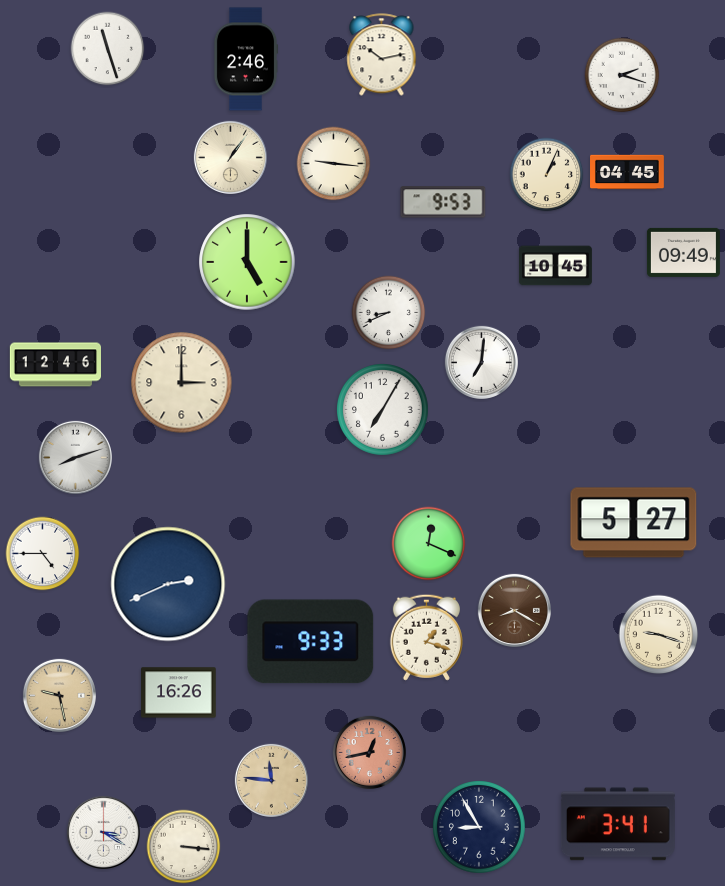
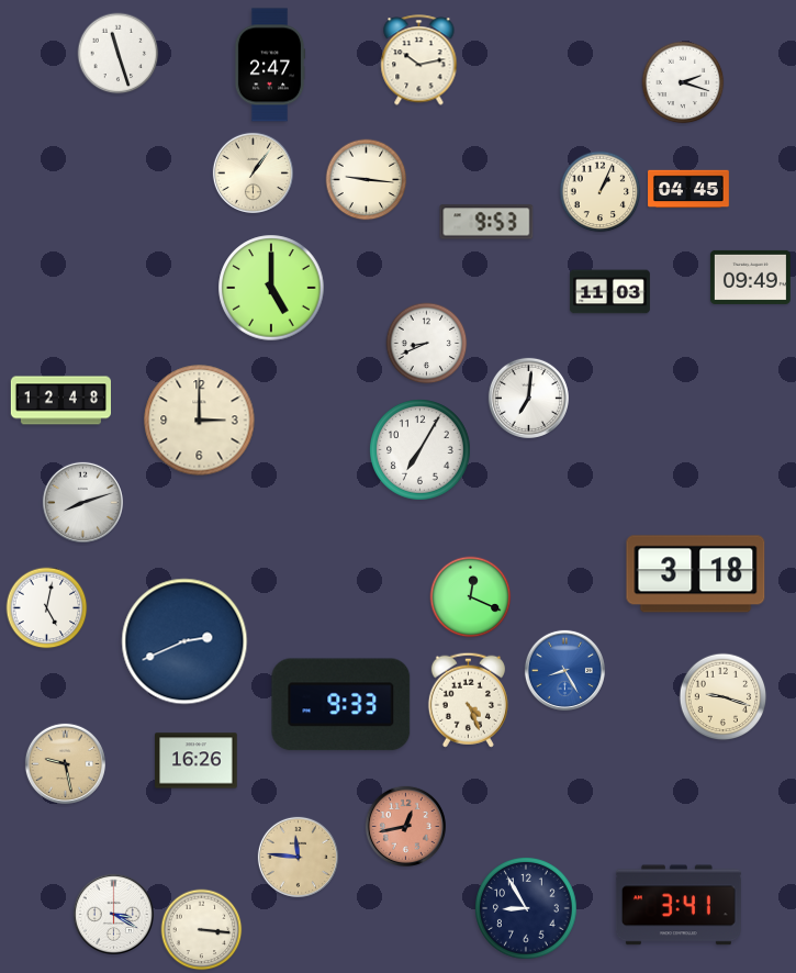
clock at (246, 59): 2:46 -> 2:47
clock at (555, 266): 10:45 -> 11:03
clock at (55, 365): 12:46 -> 12:48
clock at (634, 523): 5:27 -> 3:18
clock at (43, 554): 4:45 -> 5:02
clock at (514, 610): 8:20 -> 8:25
clock at (514, 610) dial: brown -> blue
clock at (426, 637): 1:18 -> 4:26
